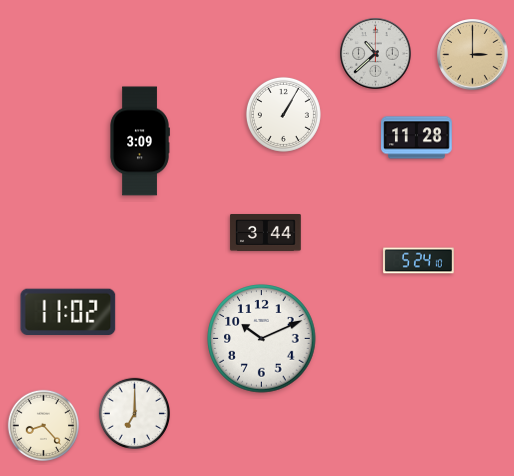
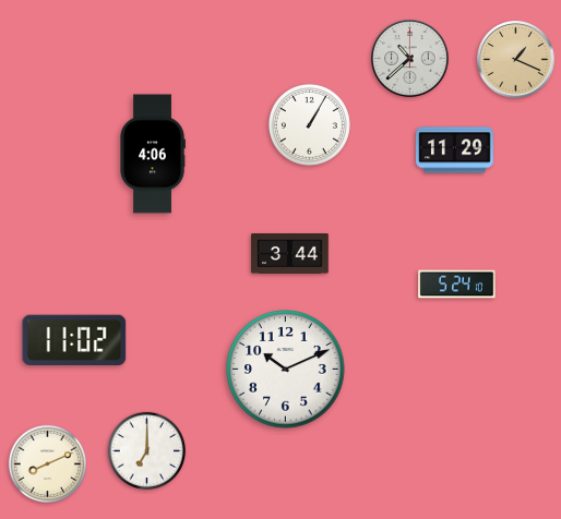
clock at (473, 55): 3:00 -> 1:19
clock at (417, 138): 11:28 -> 11:29
clock at (140, 141): 3:09 -> 4:06
clock at (44, 426): 8:23 -> 8:11
